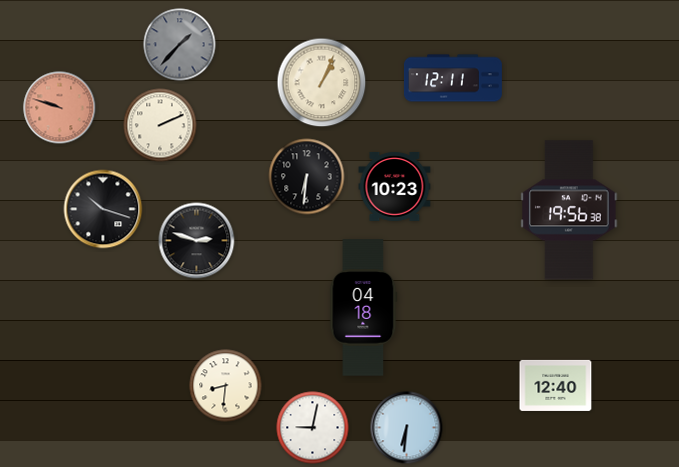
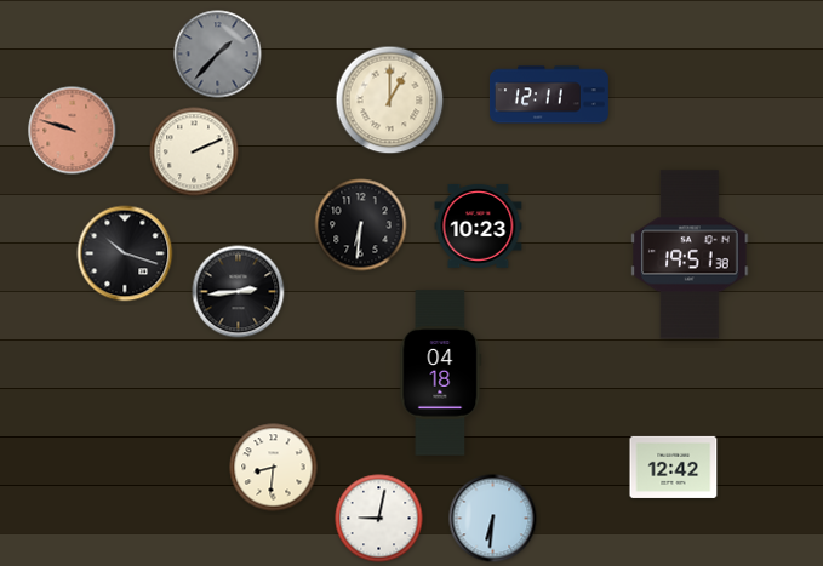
clock at (322, 83): 1:04 -> 1:00
clock at (307, 177) position: (307, 177) -> (361, 225)
clock at (569, 210): 19:56 -> 19:51
clock at (197, 241): 2:48 -> 2:44
clock at (556, 385): 12:40 -> 12:42
